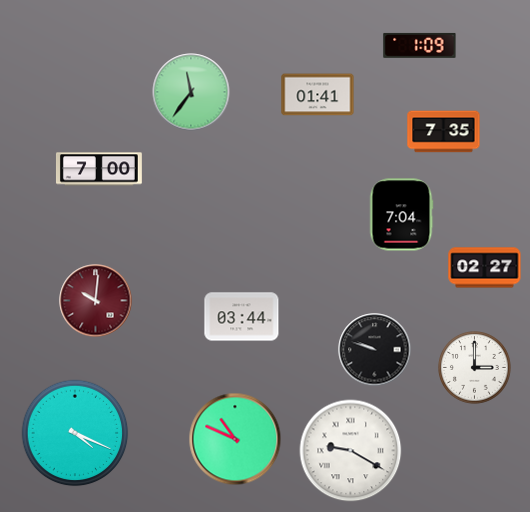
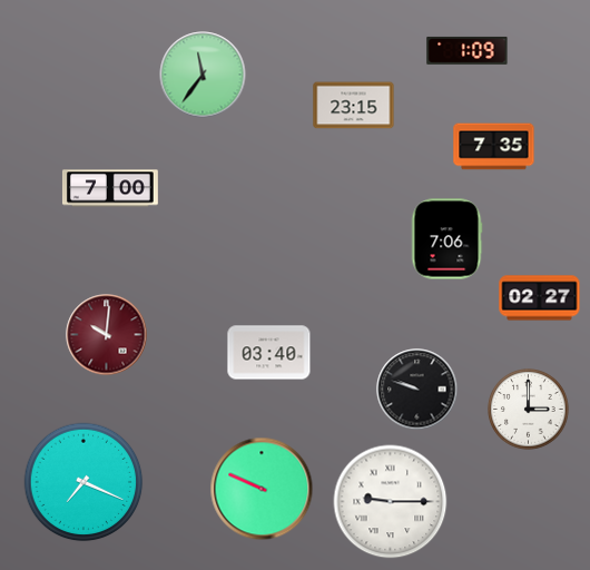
clock at (191, 92) position: (191, 92) -> (203, 75)
clock at (318, 95): 01:41 -> 23:15
clock at (401, 215): 7:04 -> 7:06
clock at (242, 317): 03:44 -> 03:40
clock at (75, 433): 4:19 -> 7:19
clock at (235, 439): 10:49 -> 9:49
clock at (351, 451): 9:20 -> 9:15
